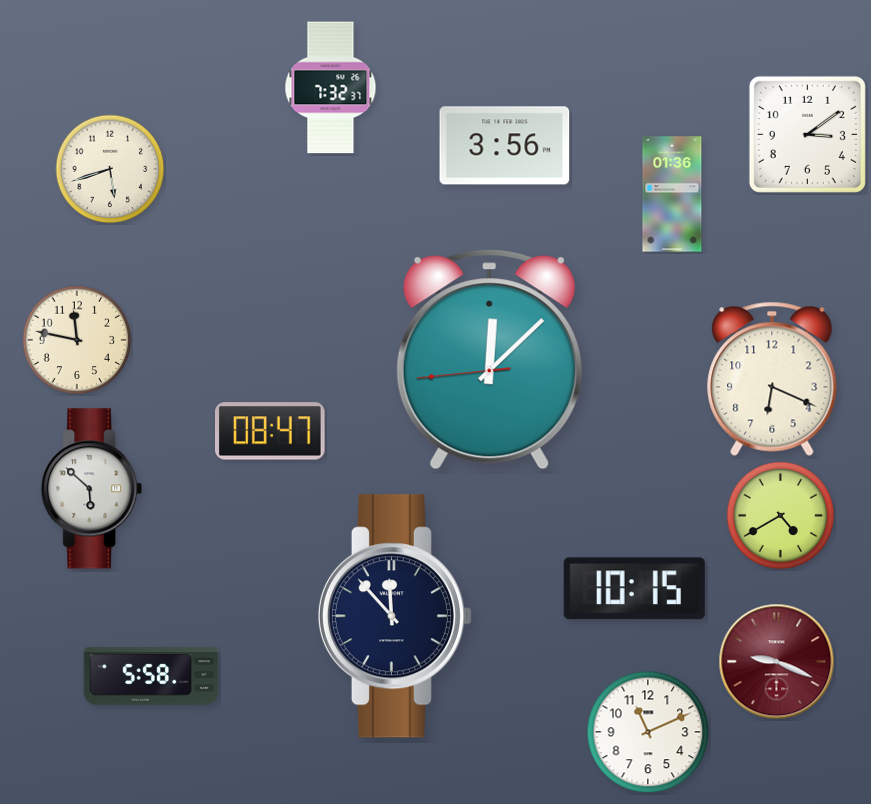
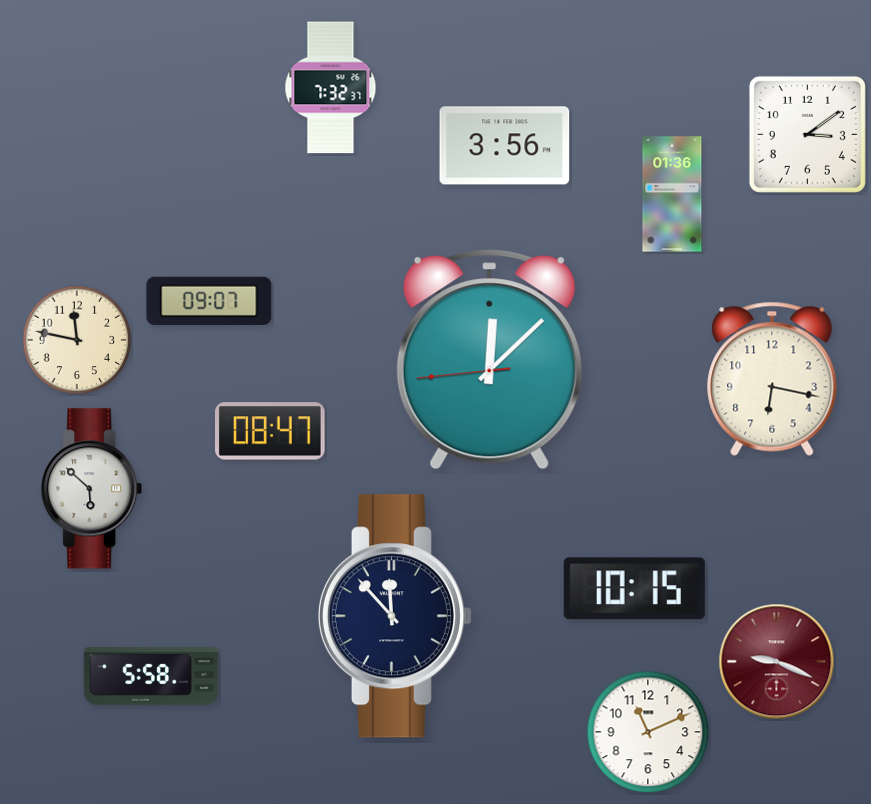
clock at (110, 169): 5:42 -> none
clock at (209, 301): none -> 09:07
clock at (772, 379): 6:19 -> 6:17
clock at (781, 516): 4:40 -> none
